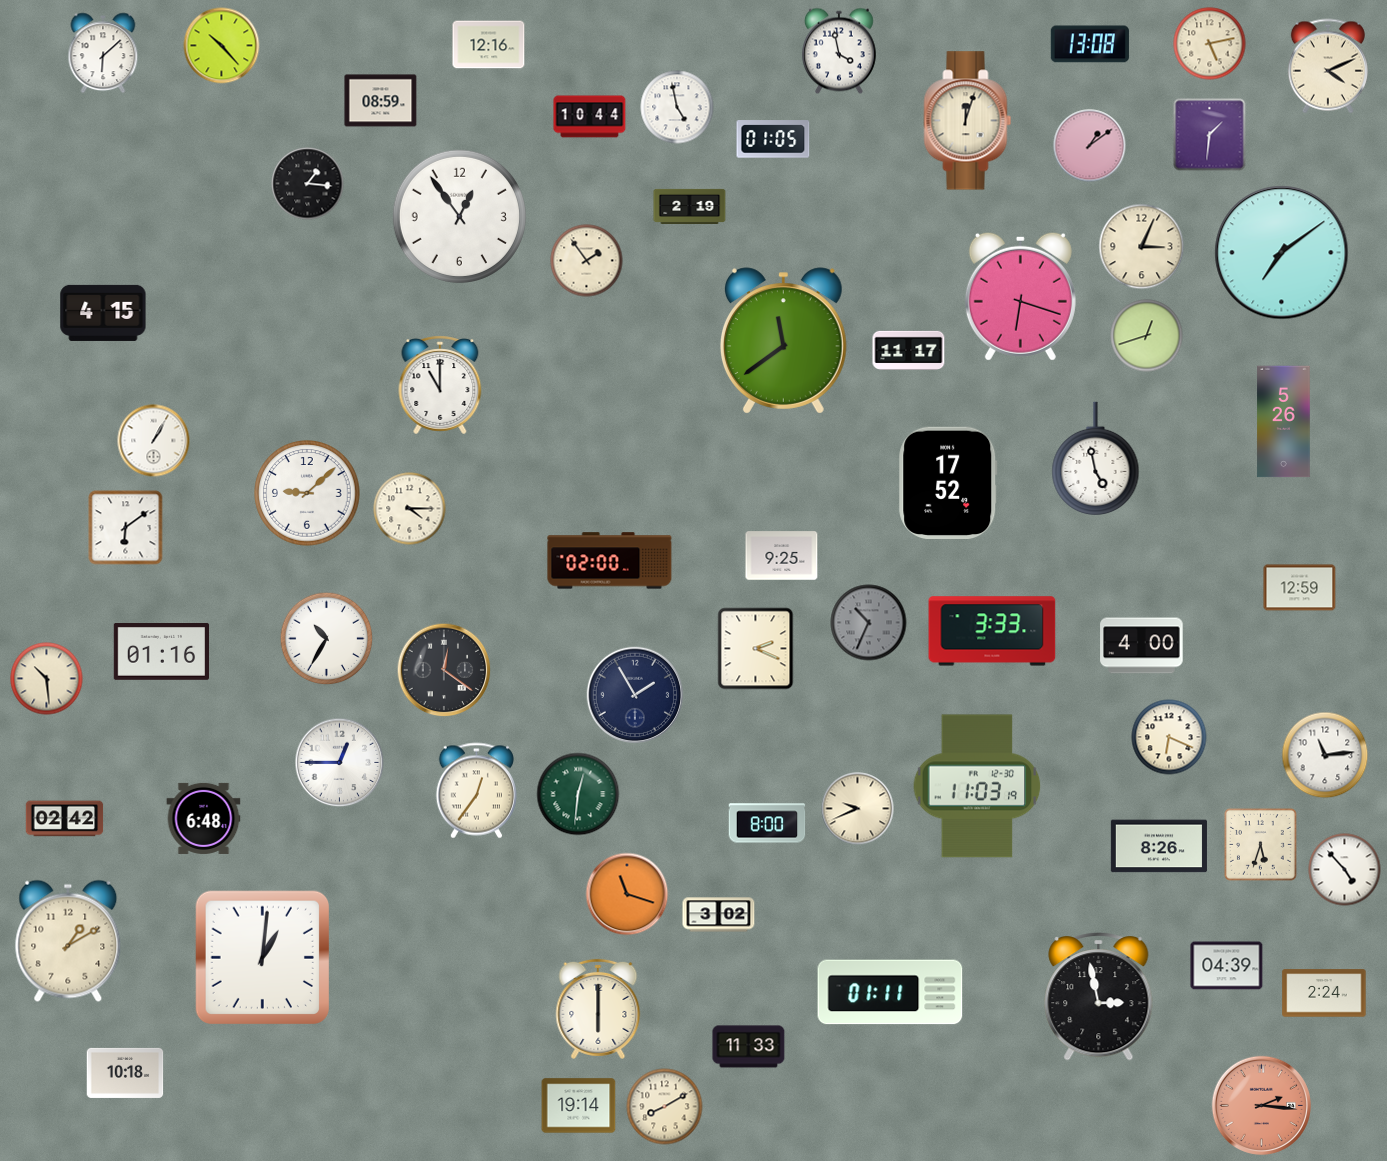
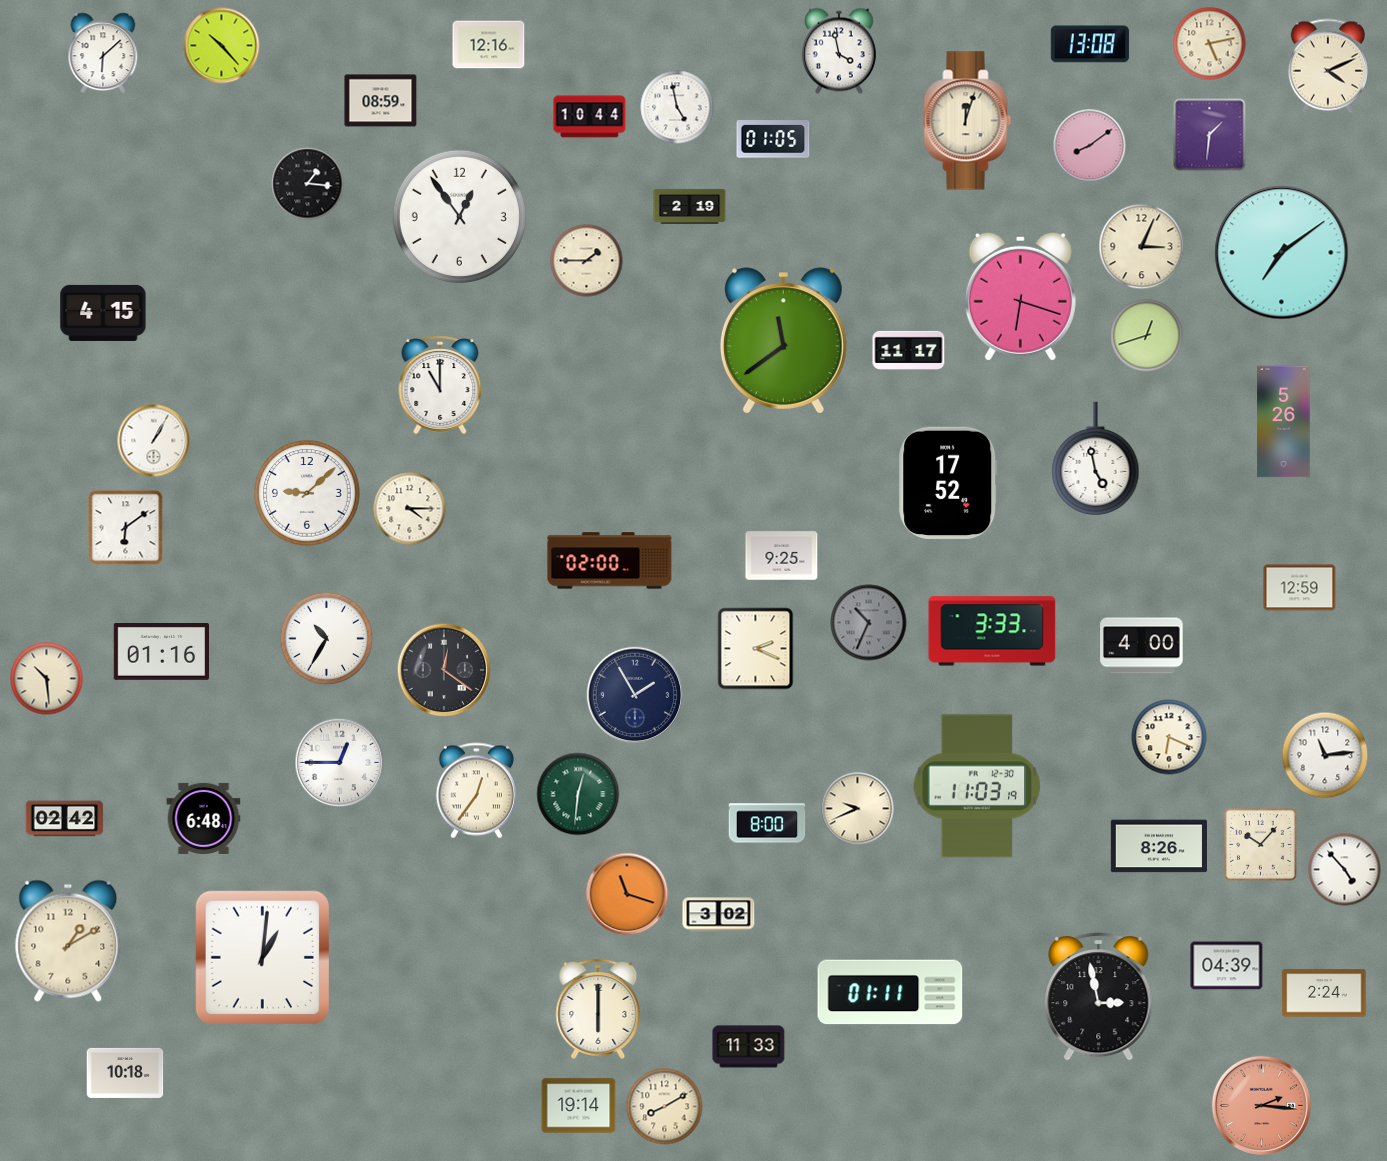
clock at (1090, 146): 1:09 -> 8:09
clock at (587, 261): 1:54 -> 1:45
clock at (1260, 844): 5:33 -> 10:07
